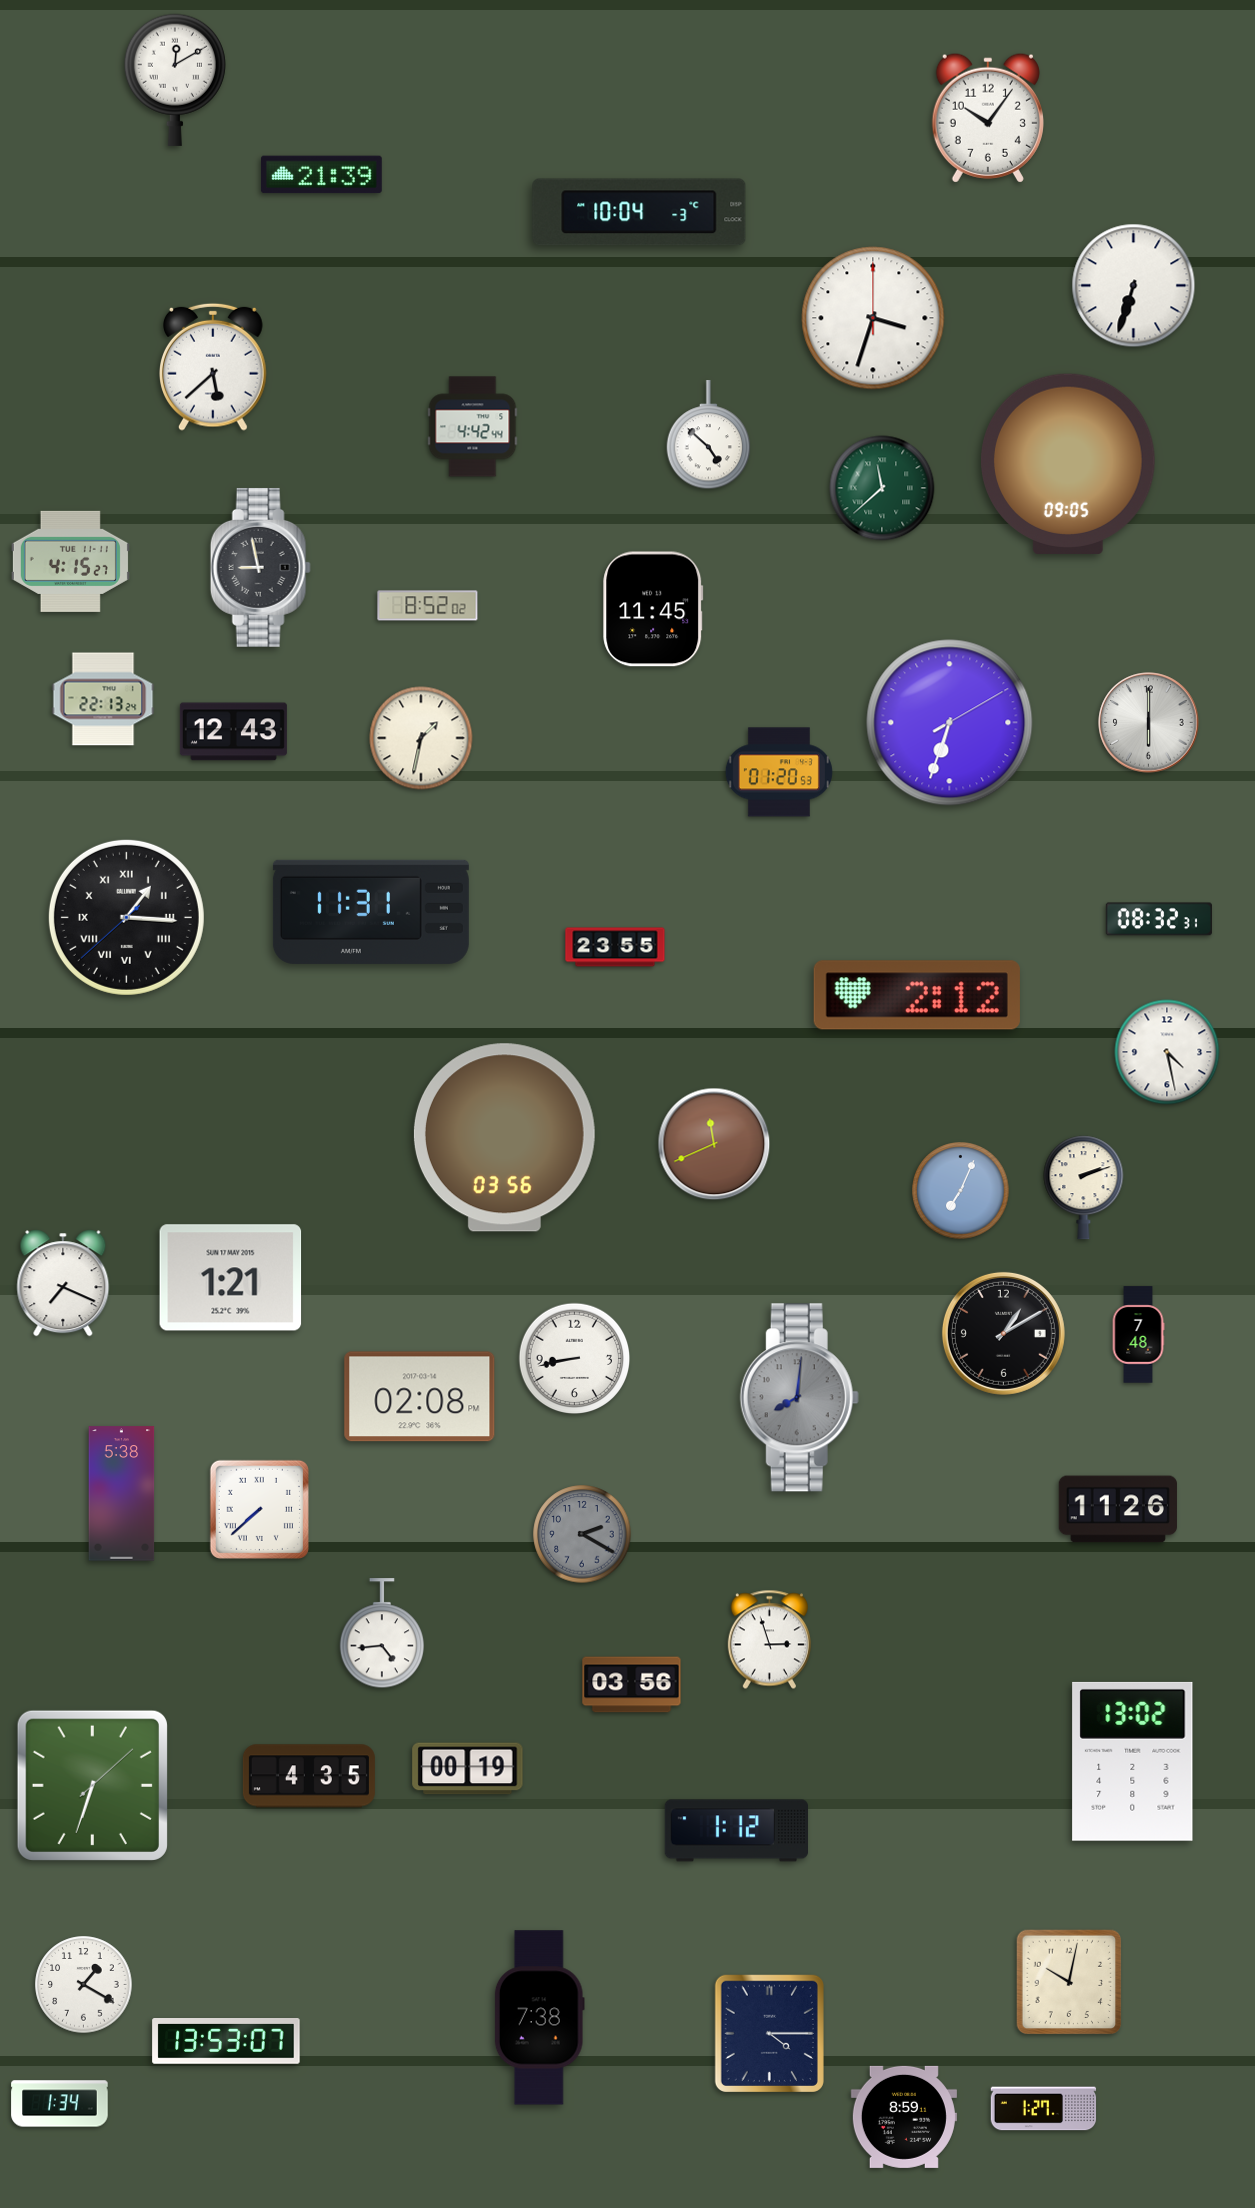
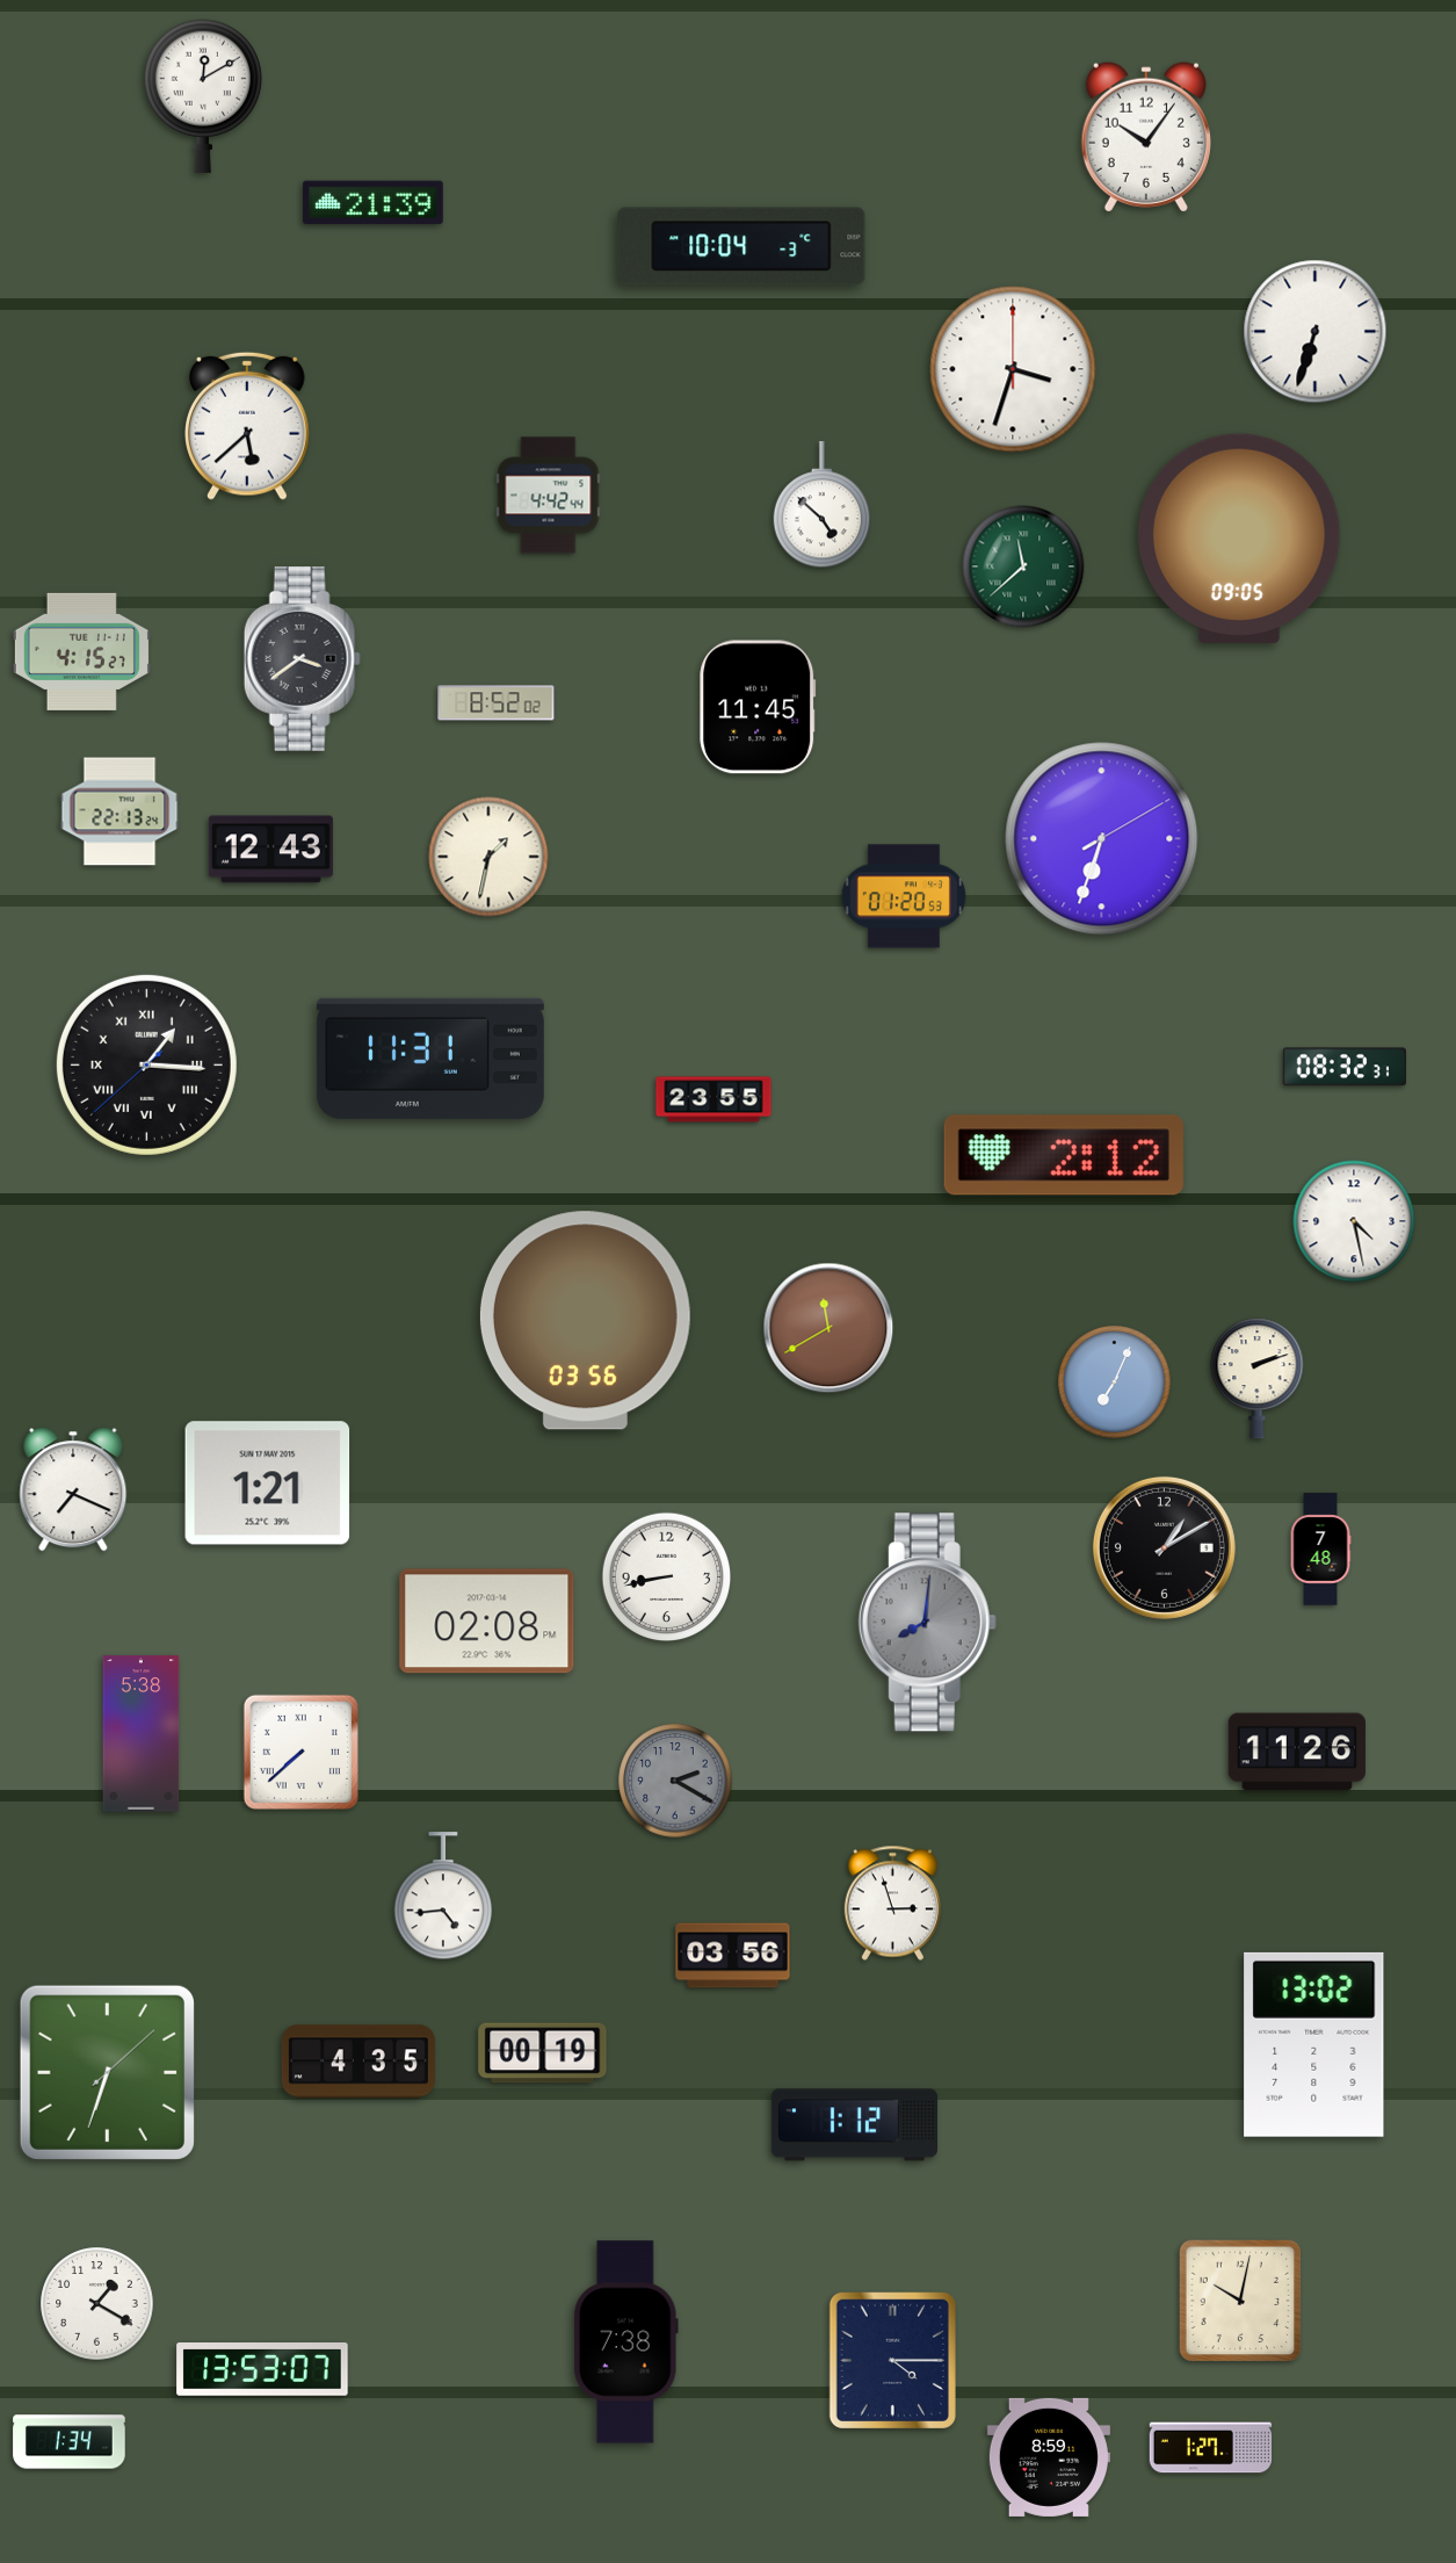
clock at (175, 80) position: (175, 80) -> (203, 96)
clock at (260, 567): 8:58 -> 3:39
clock at (1149, 723): 6:00 -> none
clock at (714, 1144): 11:41 -> 11:40
